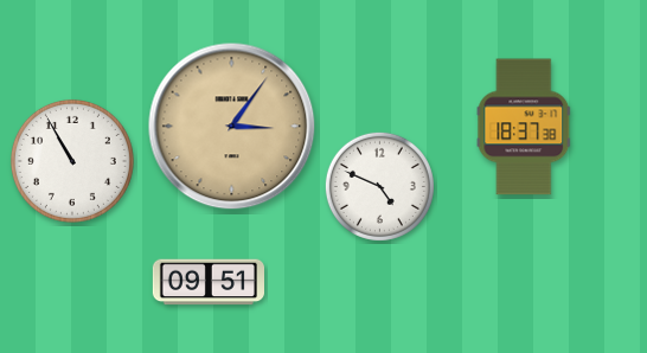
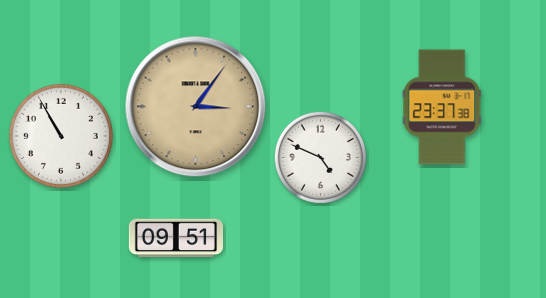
clock at (524, 127): 18:37 -> 23:37
